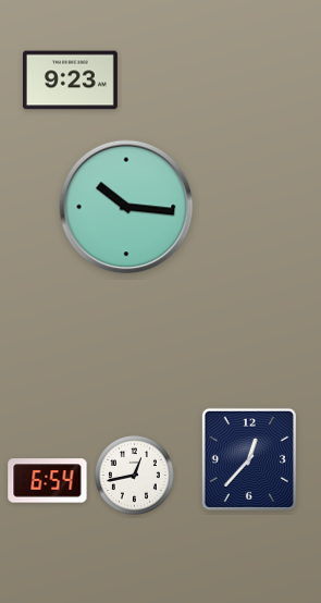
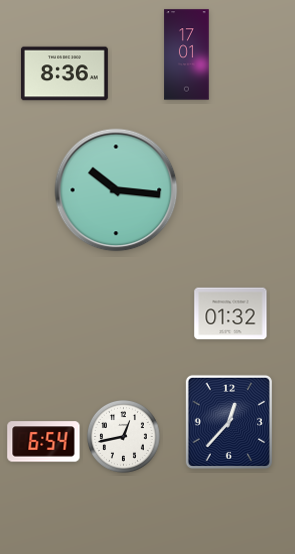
clock at (187, 55): none -> 17:01
clock at (70, 81): 9:23 -> 8:36
clock at (231, 314): none -> 01:32
